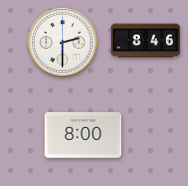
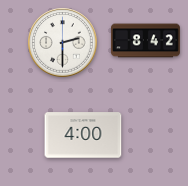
clock at (145, 41): 8:46 -> 8:42
clock at (83, 135): 8:00 -> 4:00
